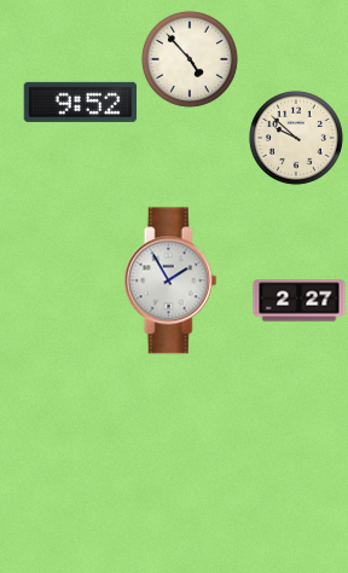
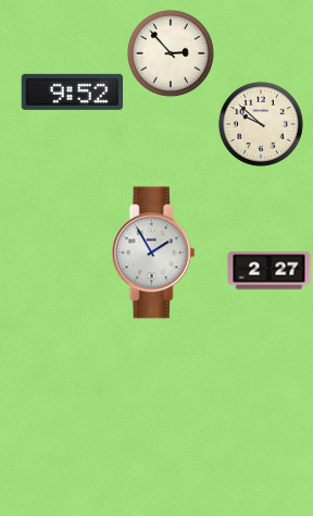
clock at (190, 59): 4:53 -> 2:53
clock at (296, 138) position: (296, 138) -> (261, 124)
